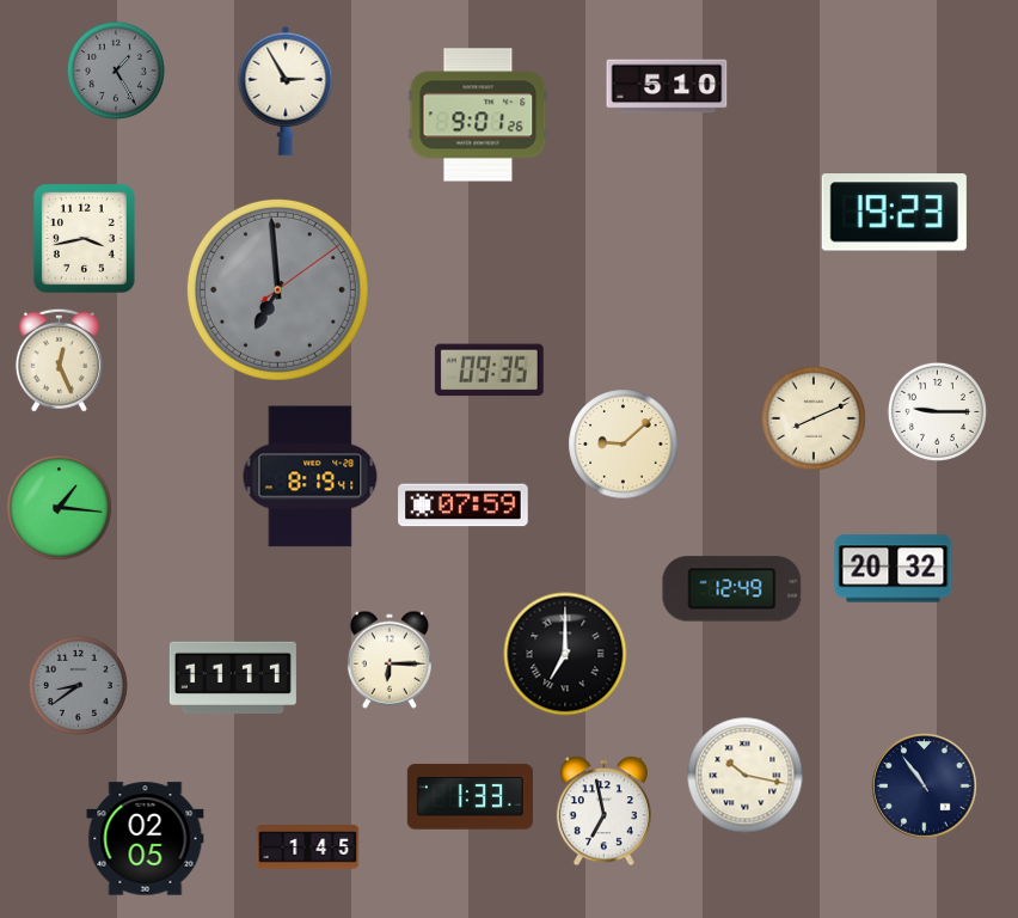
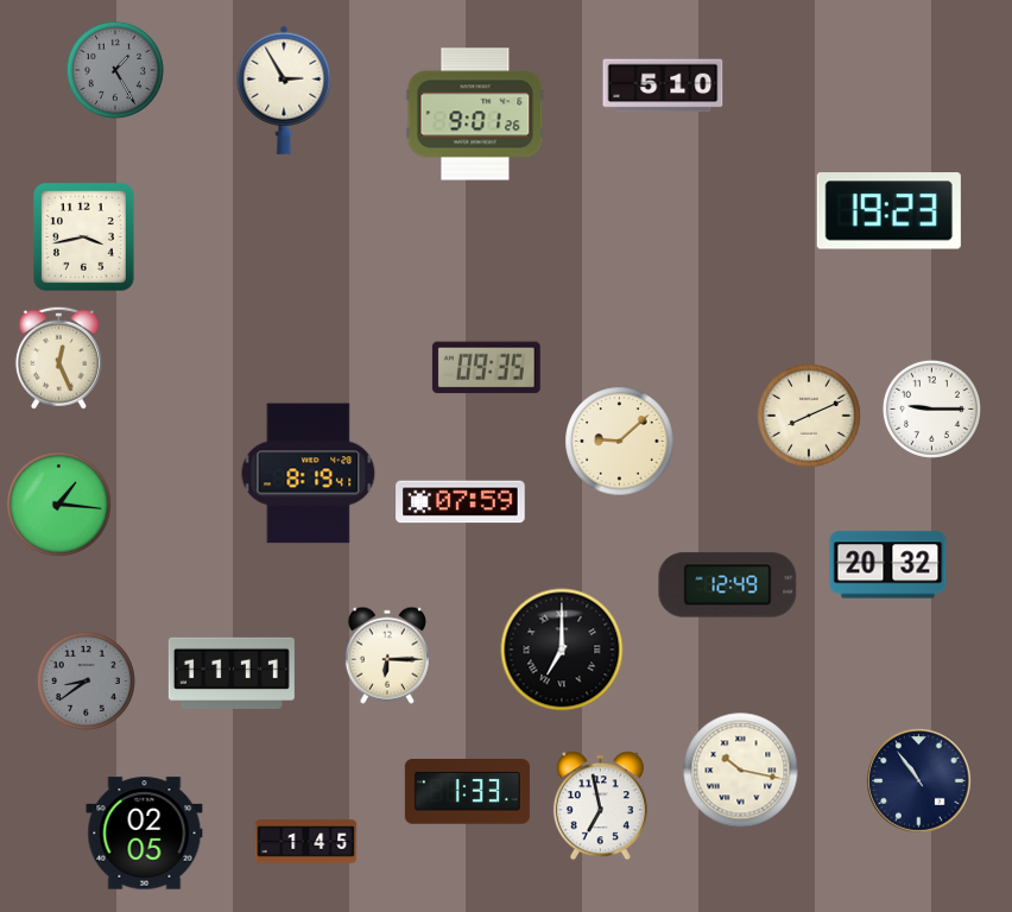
clock at (277, 289): 6:59 -> none
clock at (78, 685) position: (78, 685) -> (86, 680)
